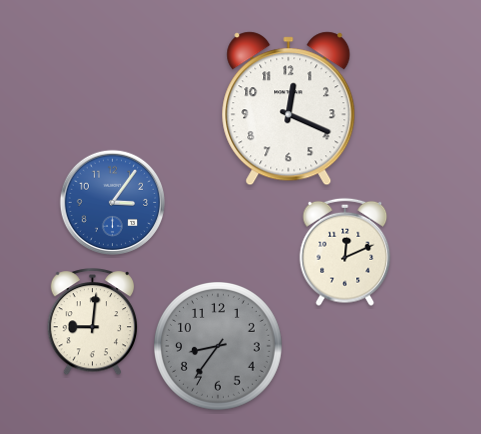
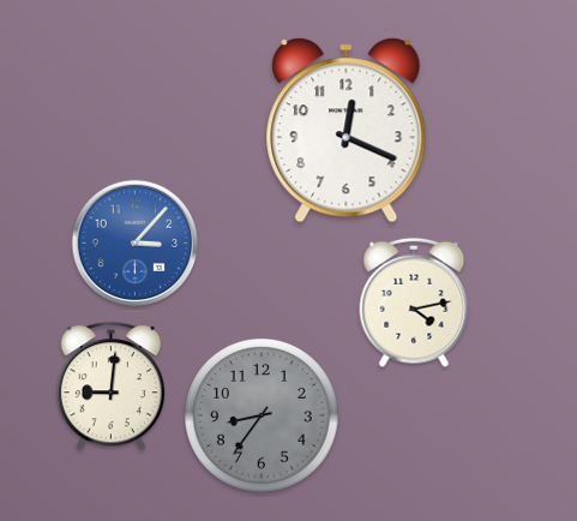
clock at (113, 203): 3:06 -> 3:07
clock at (345, 252): 12:11 -> 4:13
